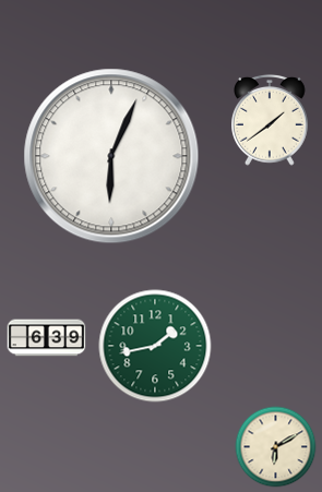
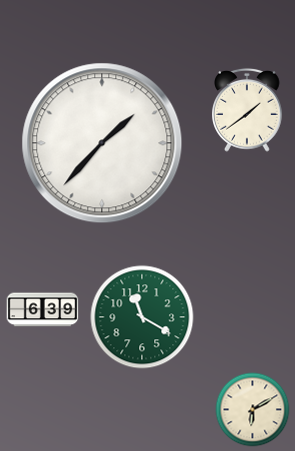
clock at (111, 156): 6:04 -> 1:37
clock at (155, 346): 1:43 -> 11:20
